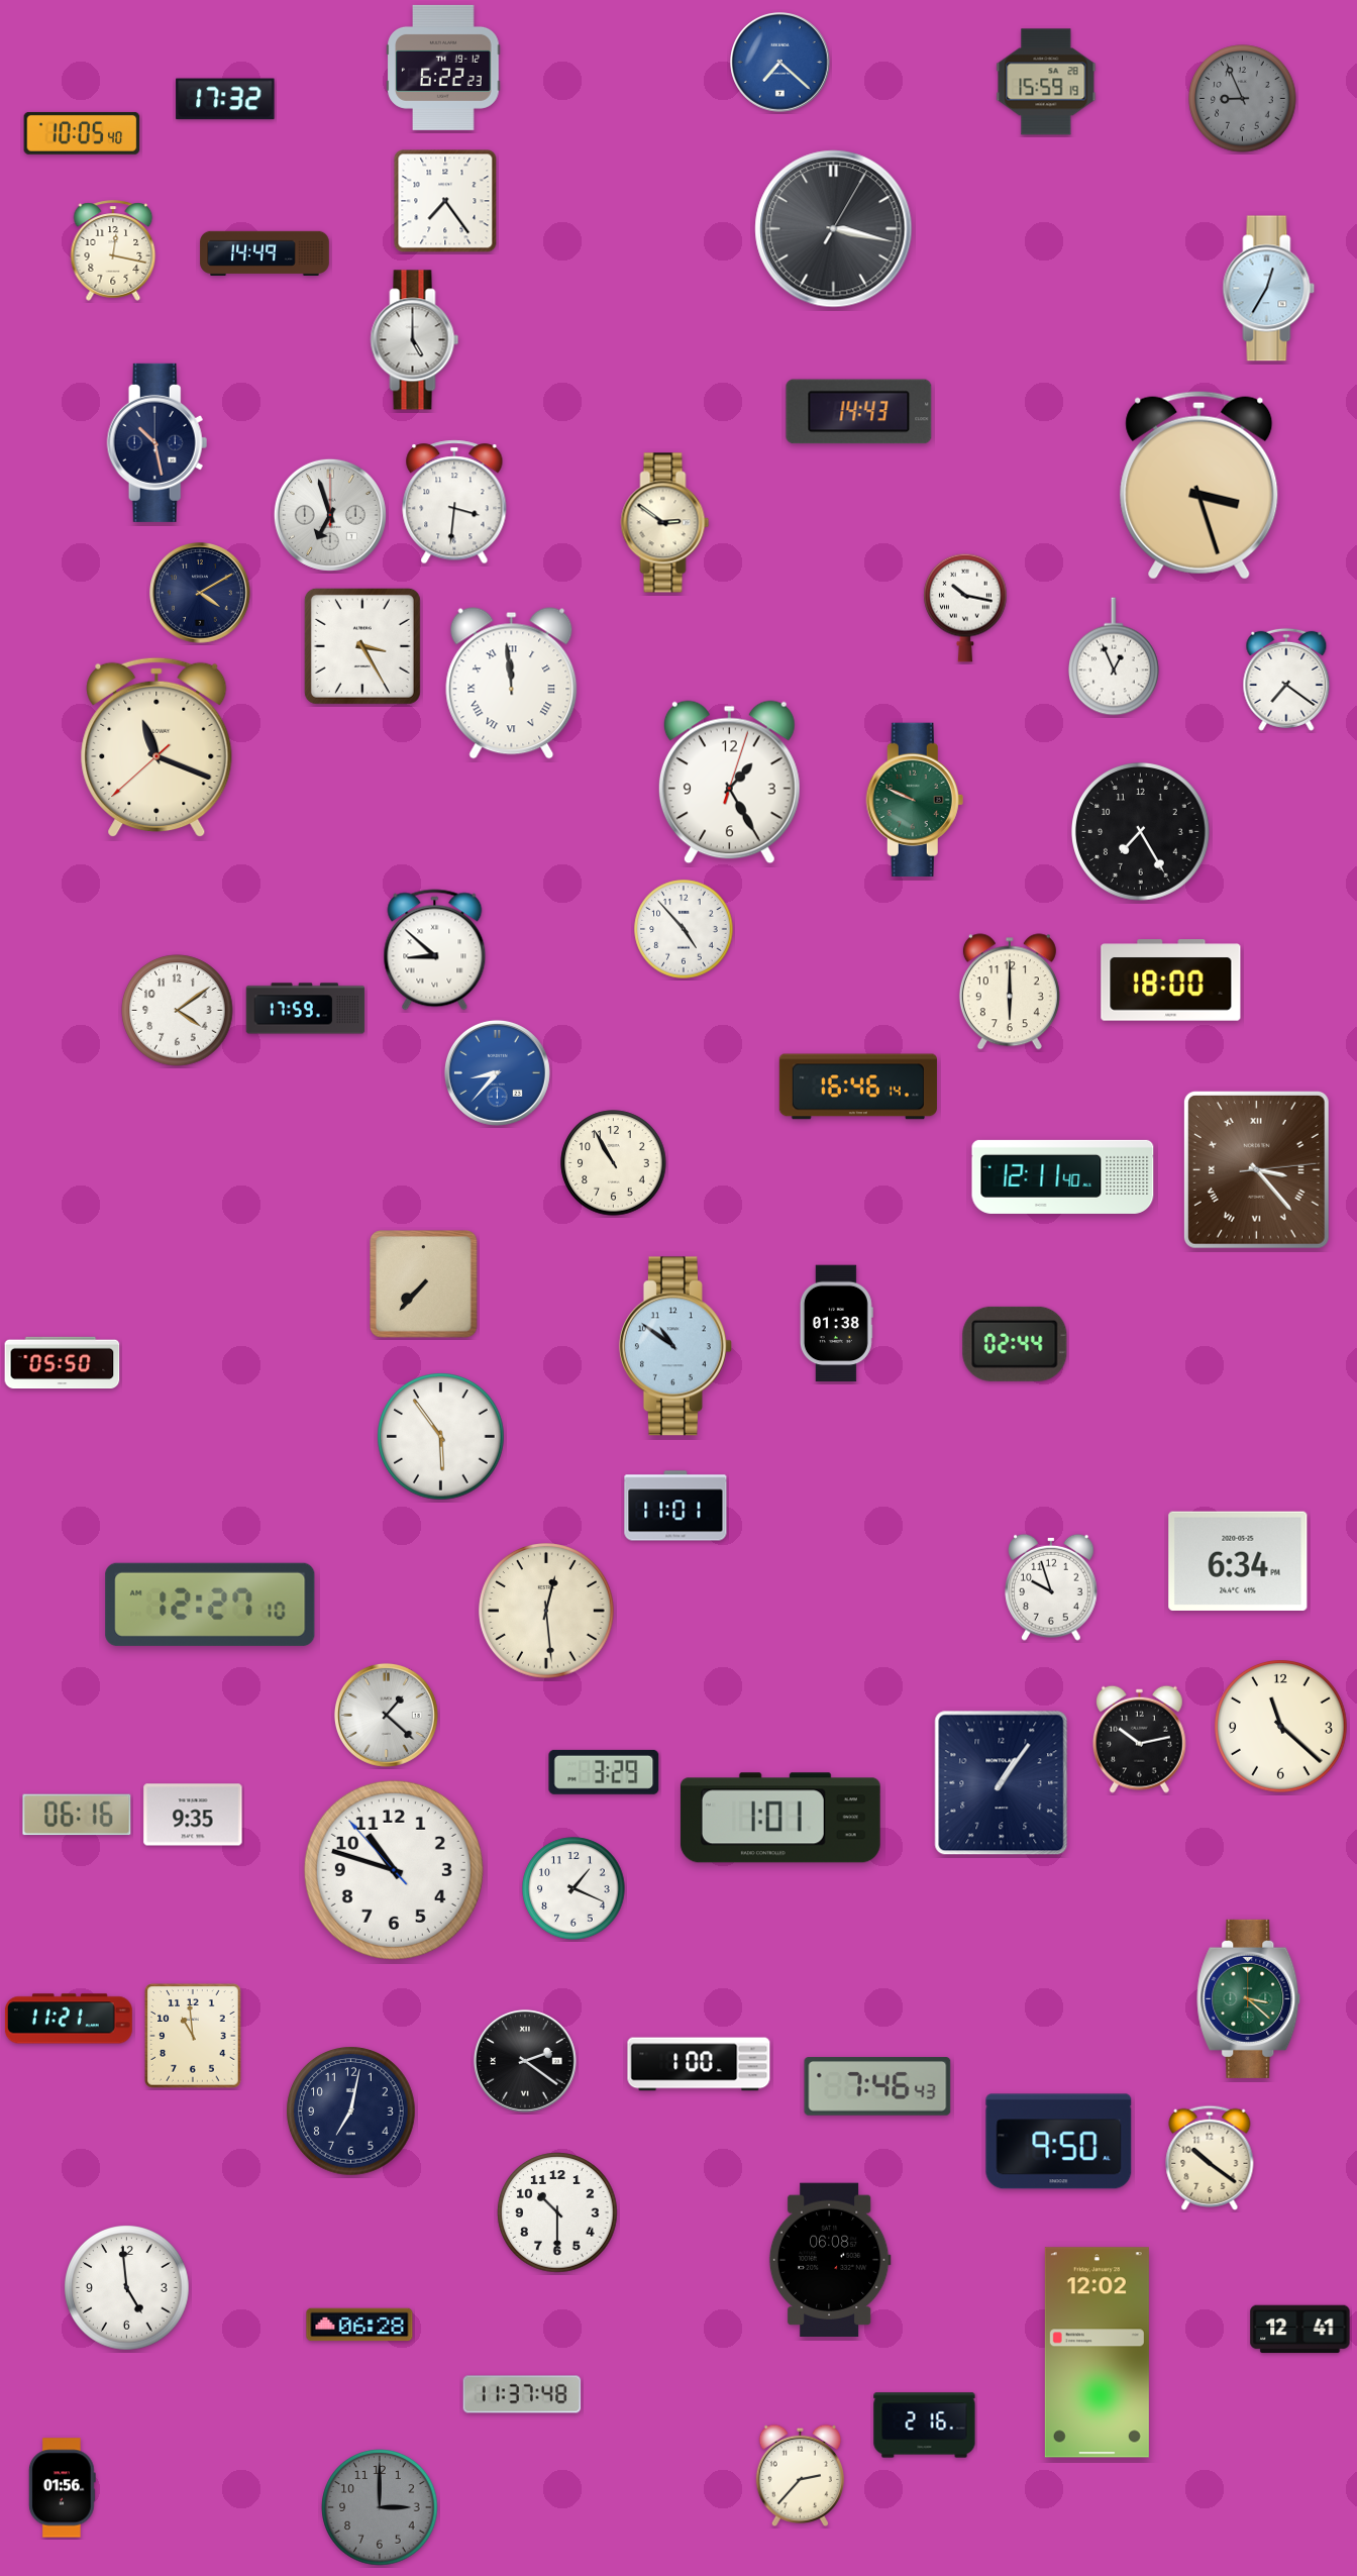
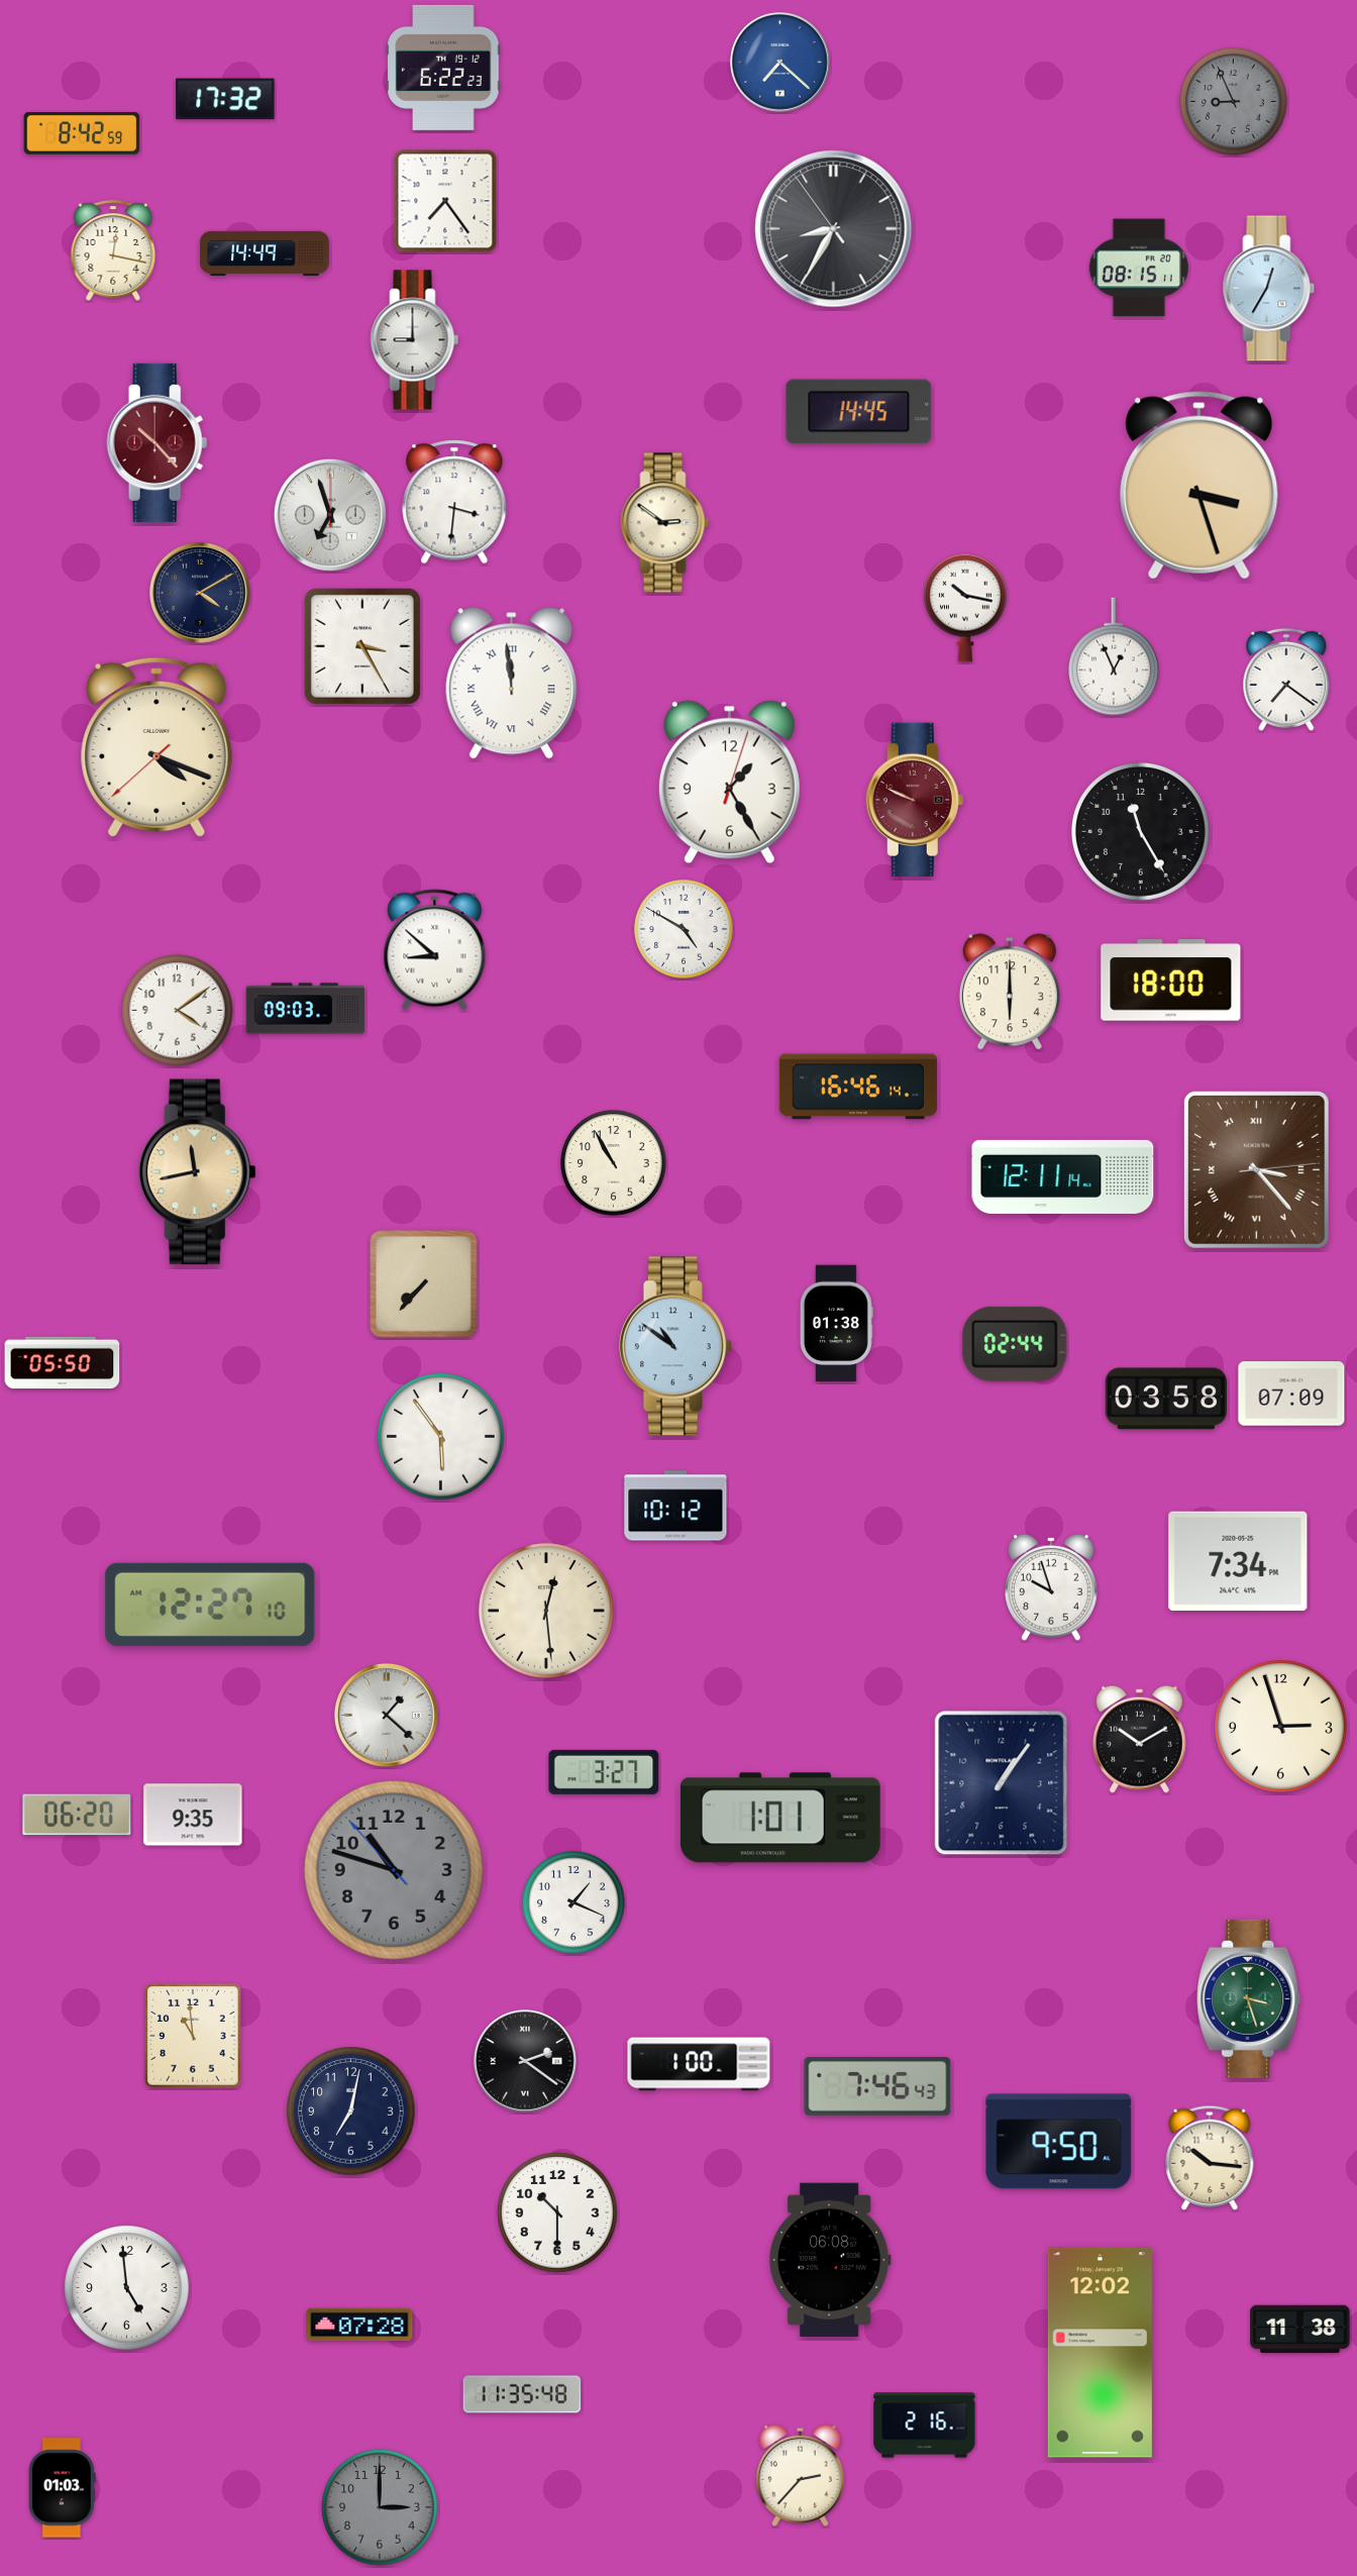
clock at (1046, 82): 15:59 -> none
clock at (1243, 99) position: (1243, 99) -> (1234, 102)
clock at (82, 133): 10:05 -> 8:42
clock at (834, 229): 3:17 -> 8:34
clock at (1139, 268): none -> 08:15
clock at (415, 340): 5:00 -> 9:00
clock at (859, 412): 14:43 -> 14:45
clock at (158, 442): 10:28 -> 10:23
clock at (158, 442) dial: navy -> burgundy
clock at (156, 747): 11:18 -> 4:18
clock at (915, 800) dial: green -> burgundy
clock at (1141, 832): 7:25 -> 11:25
clock at (684, 929): 4:53 -> 4:50
clock at (306, 1009): 17:59 -> 09:03
clock at (497, 1072): 8:37 -> none
clock at (197, 1172): none -> 11:43
clock at (1063, 1176): 12:11:40 -> 12:11:14
clock at (1291, 1394): none -> 07:09
clock at (1166, 1399): none -> 03:58
clock at (675, 1506): 11:01 -> 10:12
clock at (1238, 1561): 6:34 -> 7:34
clock at (1281, 1727): 11:22 -> 2:57
clock at (1139, 1739): 10:13 -> 10:10
clock at (604, 1772): 3:29 -> 3:27
clock at (77, 1815): 06:16 -> 06:20
clock at (394, 1870) dial: white -> grey
clock at (573, 1888) position: (573, 1888) -> (573, 1902)
clock at (1249, 1998): 3:22 -> 3:27
clock at (69, 2019): 11:21 -> none
clock at (1210, 2158): 10:21 -> 10:16
clock at (359, 2325): 06:28 -> 07:28
clock at (1300, 2330): 12:41 -> 11:38
clock at (1097, 2353) position: (1097, 2353) -> (1100, 2353)
clock at (522, 2394): 11:37 -> 11:35
clock at (62, 2488): 01:56 -> 01:03
